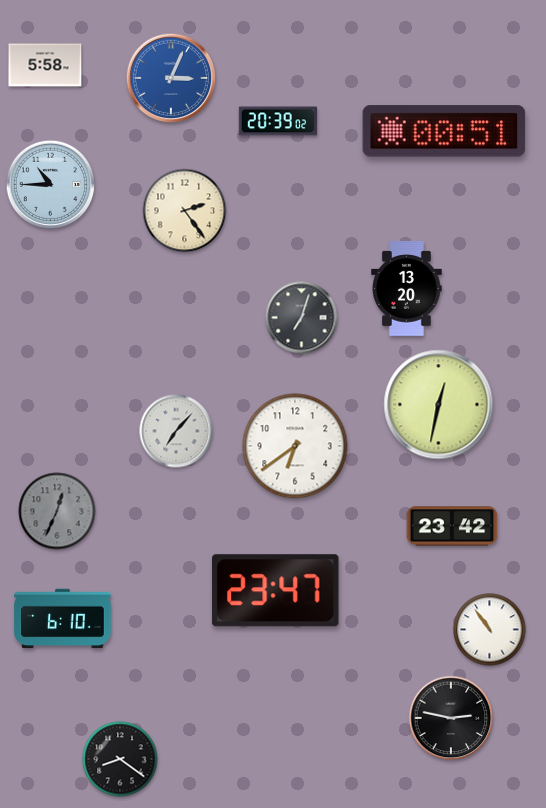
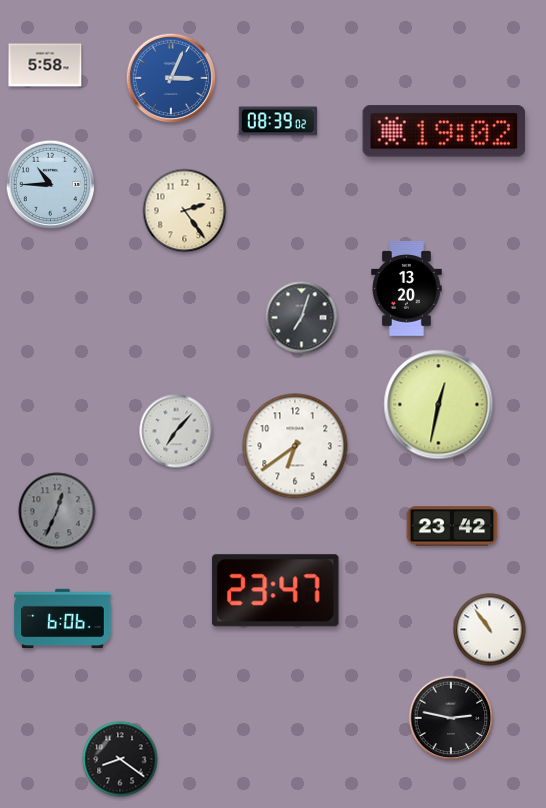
clock at (277, 121): 20:39 -> 08:39
clock at (444, 131): 00:51 -> 19:02
clock at (63, 619): 6:10 -> 6:06
